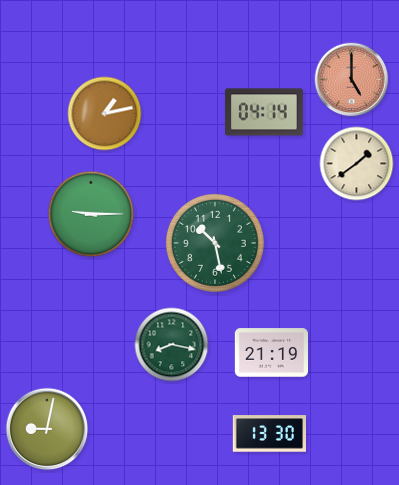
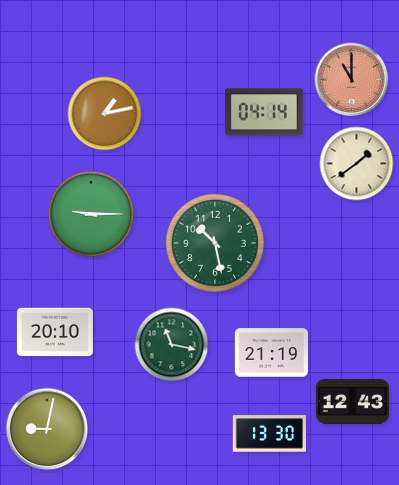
clock at (352, 80): 5:00 -> 11:00
clock at (55, 332): none -> 20:10
clock at (172, 345): 8:17 -> 11:17
clock at (353, 401): none -> 12:43
